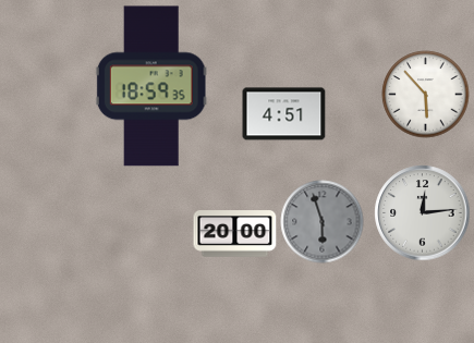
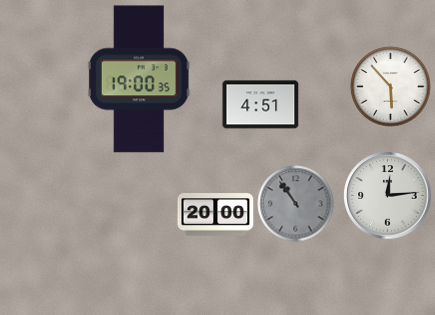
clock at (151, 86): 18:59 -> 19:00
clock at (323, 222): 5:57 -> 10:54
